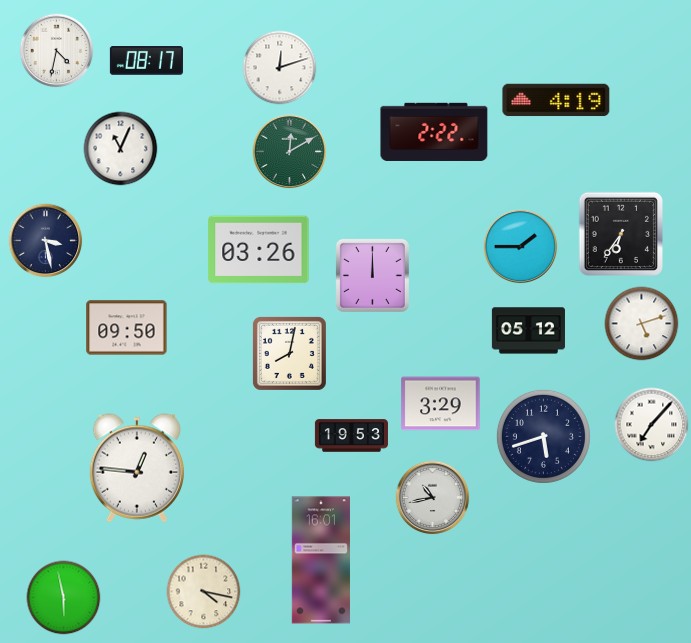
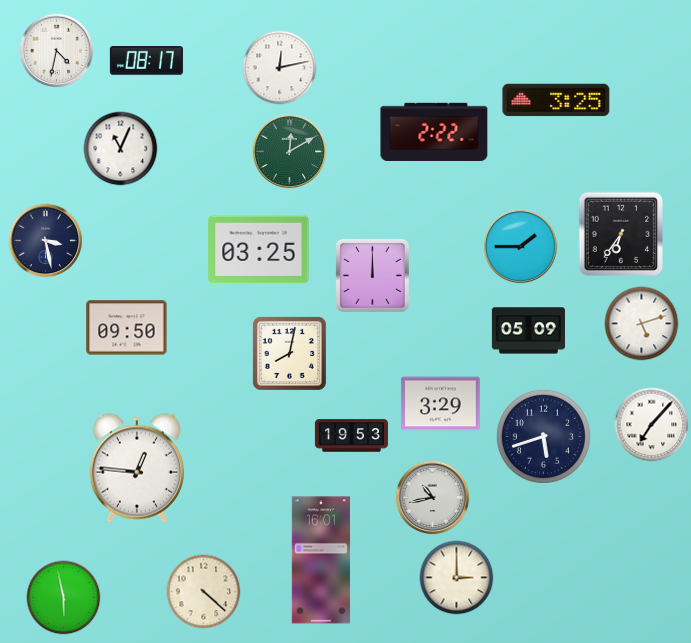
clock at (280, 68): 12:12 -> 12:13
clock at (556, 100): 4:19 -> 3:25
clock at (259, 250): 03:26 -> 03:25
clock at (528, 331): 05:12 -> 05:09
clock at (457, 578): none -> 3:00
clock at (204, 592): 4:17 -> 4:22
